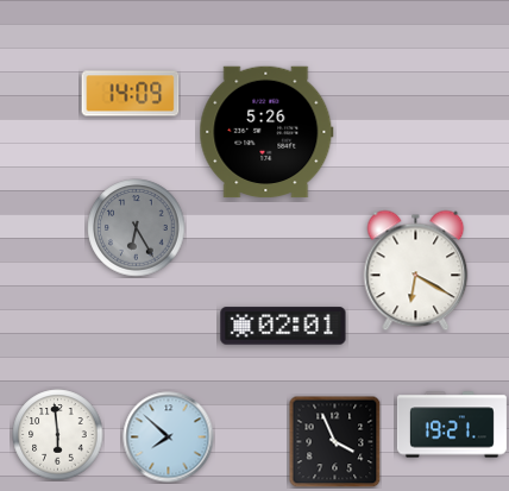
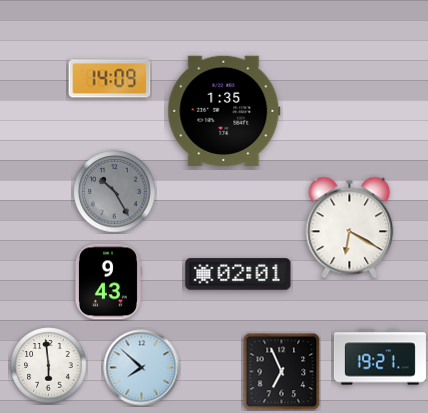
clock at (266, 132): 5:26 -> 1:35
clock at (137, 228): 6:25 -> 10:25
clock at (108, 282): none -> 9:43
clock at (334, 441): 3:56 -> 6:56
